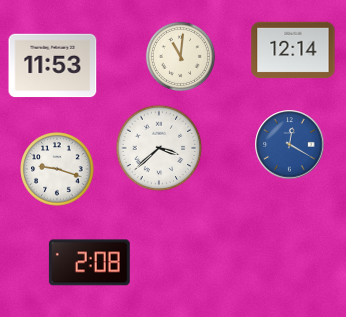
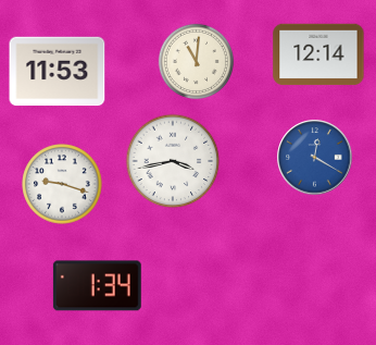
clock at (159, 148): 3:38 -> 3:43
clock at (89, 263): 2:08 -> 1:34
